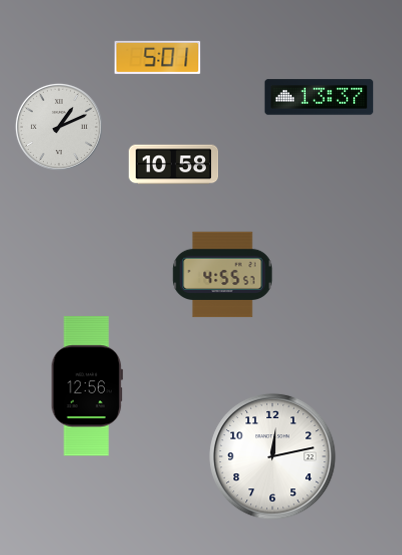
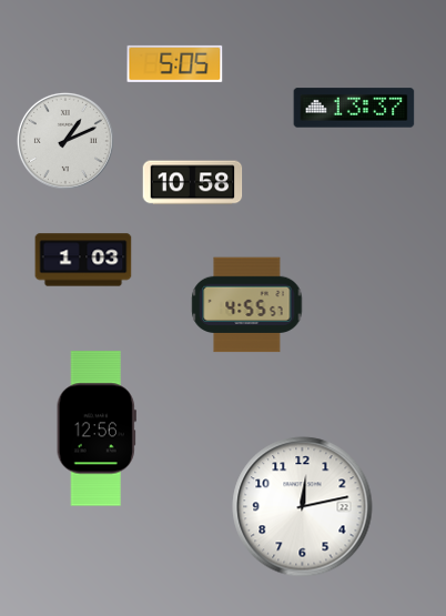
clock at (158, 57): 5:01 -> 5:05
clock at (83, 260): none -> 1:03
